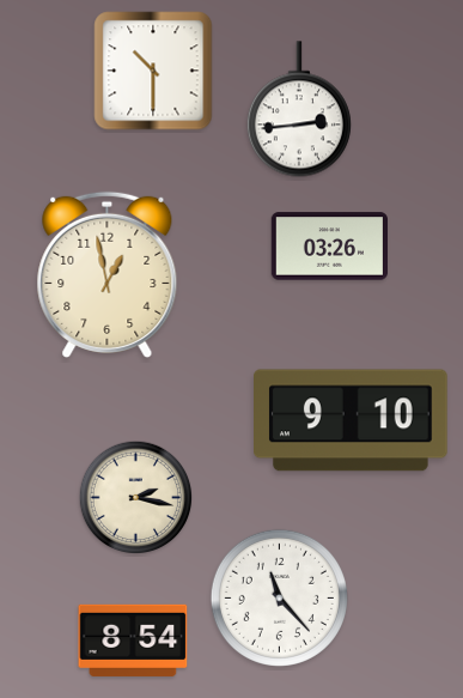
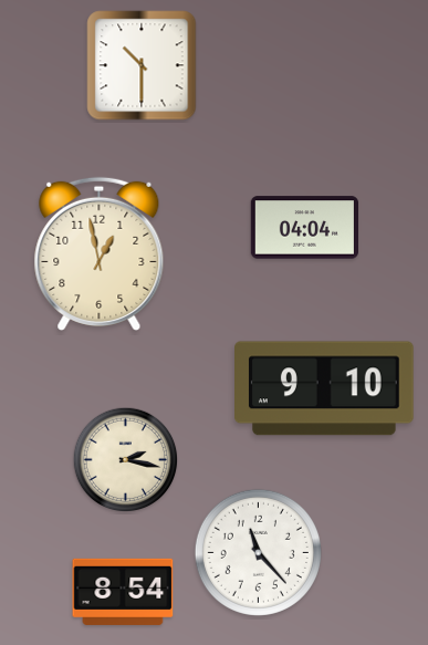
clock at (299, 109): 2:44 -> none
clock at (329, 247): 03:26 -> 04:04
